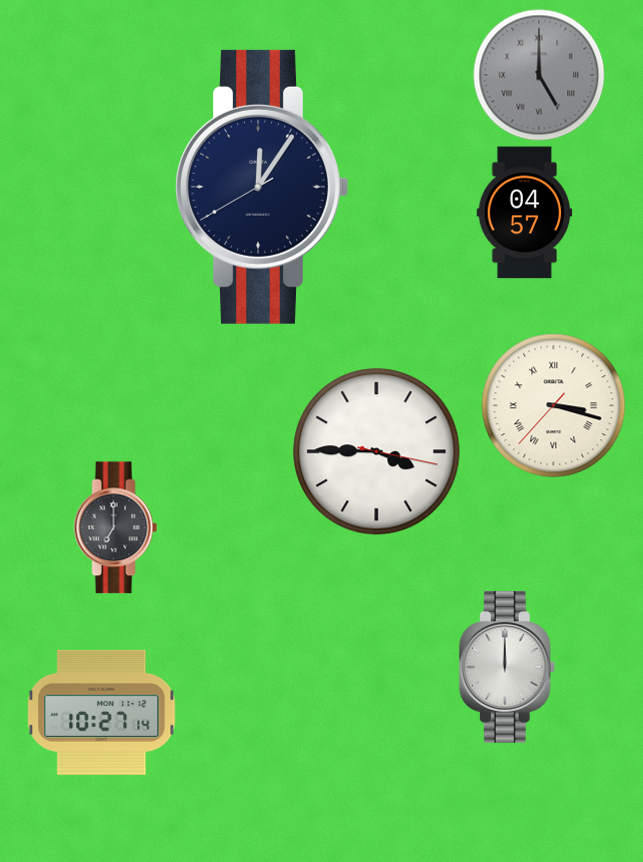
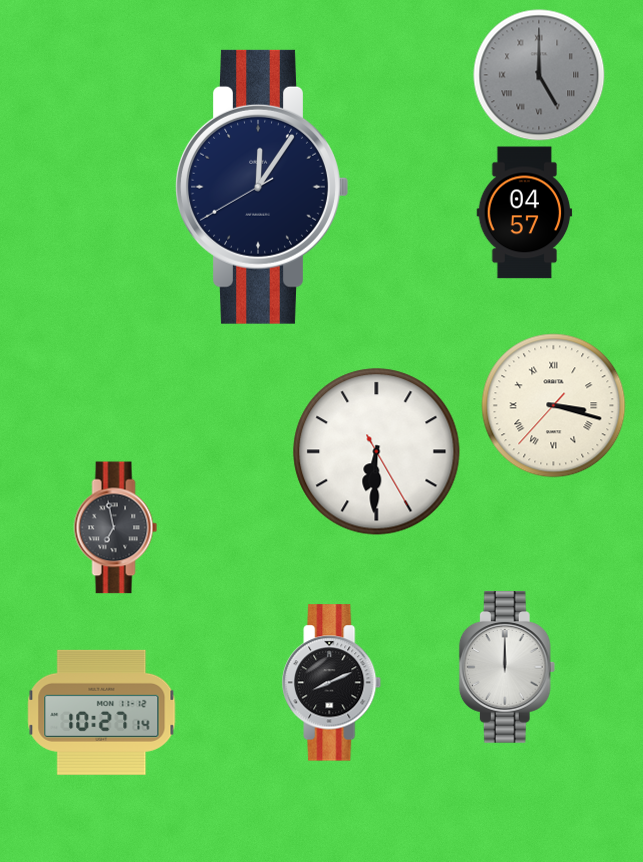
clock at (377, 452): 3:45 -> 6:30
clock at (116, 528): 7:00 -> 6:58
clock at (332, 683): none -> 8:11
